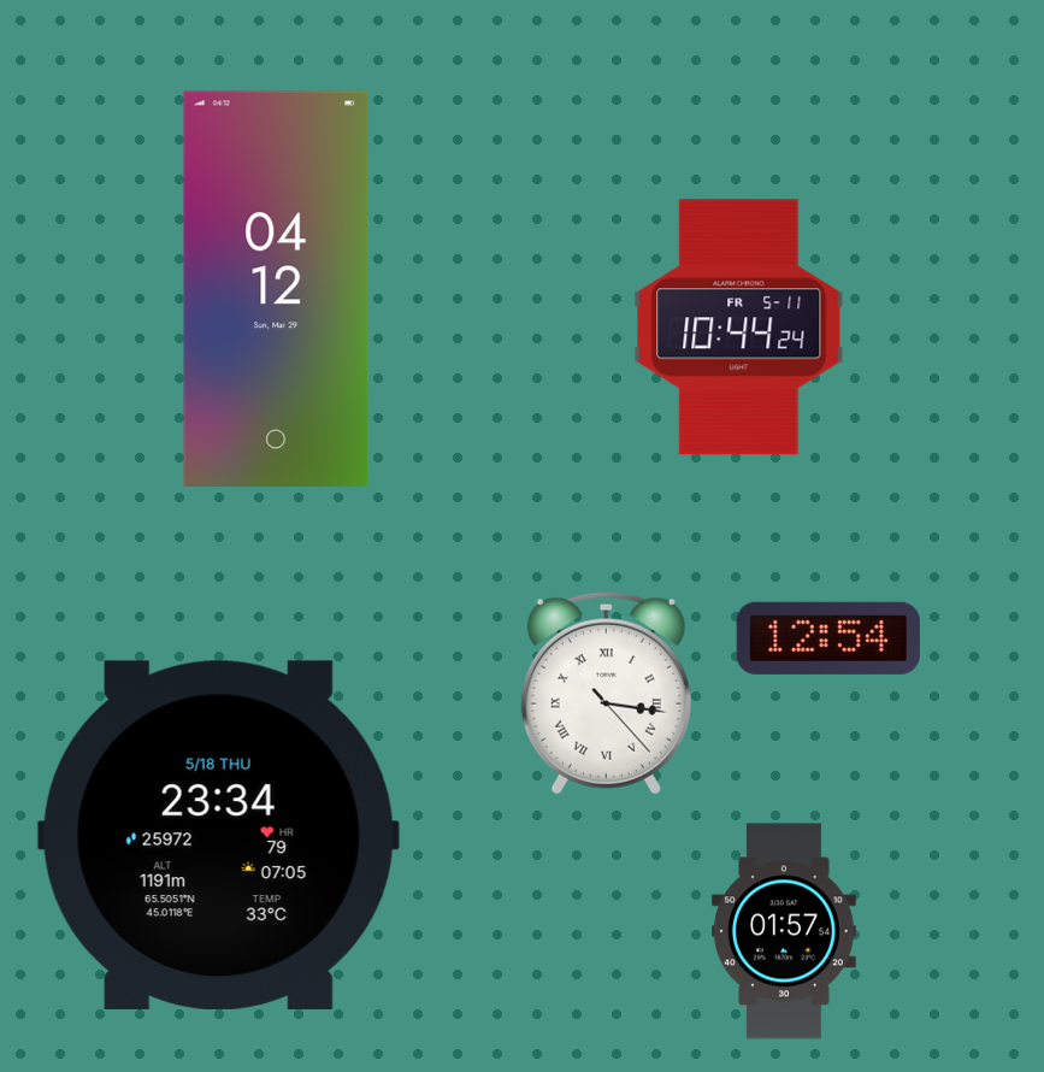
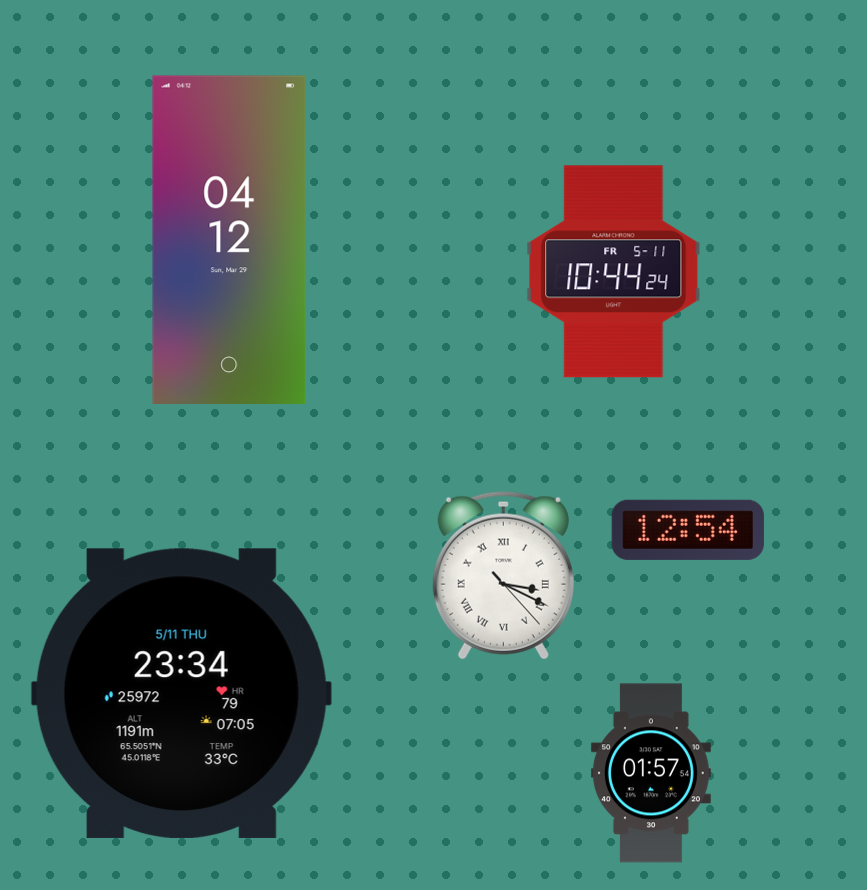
clock at (606, 694): 3:16 -> 3:19
clock at (218, 835) date: 5/18 THU -> 5/11 THU
